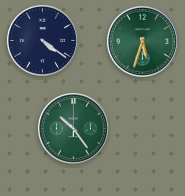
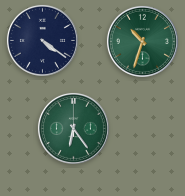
clock at (142, 41): 5:33 -> 10:33
clock at (73, 128): 10:24 -> 6:24
